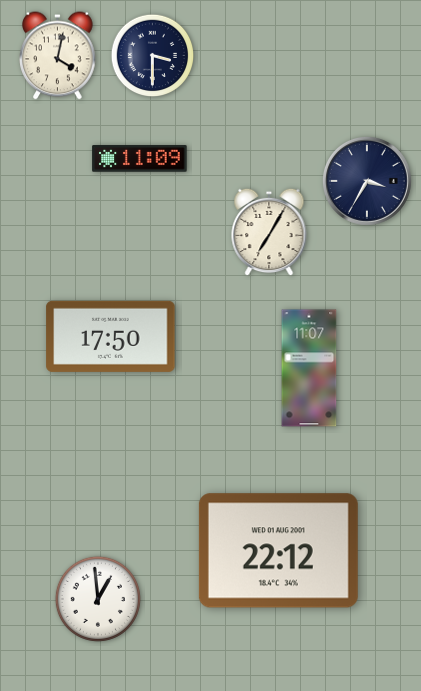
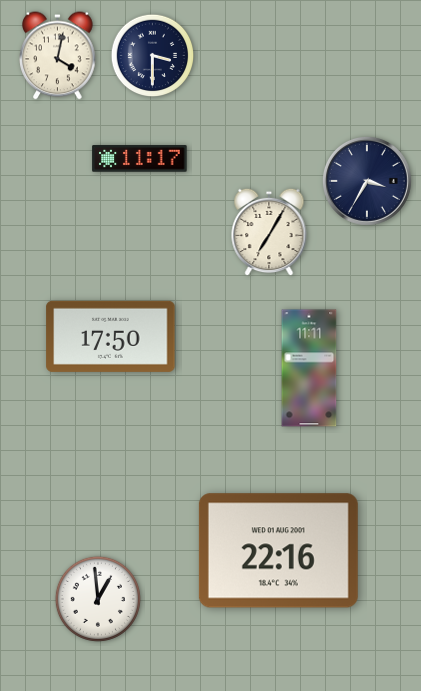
clock at (140, 159): 11:09 -> 11:17
clock at (309, 368): 11:07 -> 11:11
clock at (278, 551): 22:12 -> 22:16
